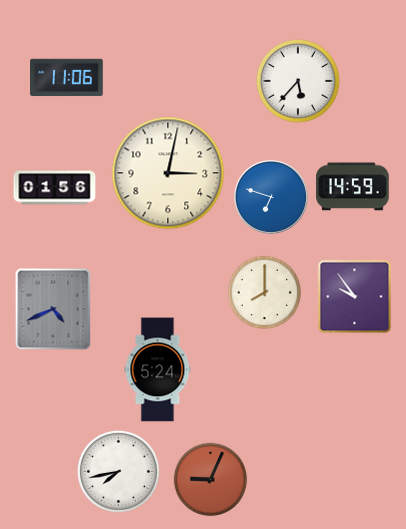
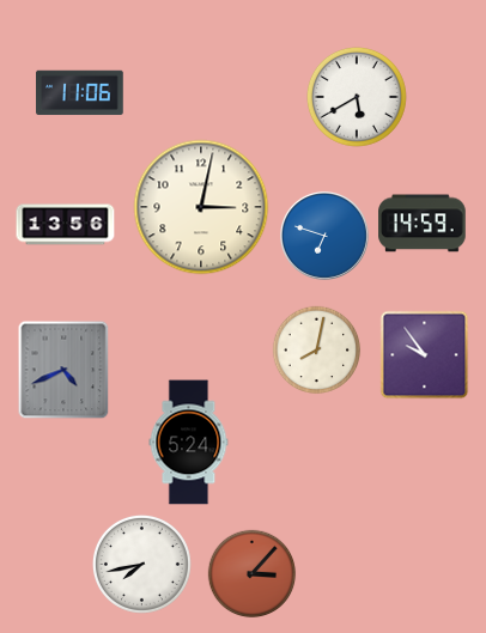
clock at (298, 81): 5:37 -> 5:40
clock at (55, 188): 01:56 -> 13:56
clock at (265, 293): 8:00 -> 8:02
clock at (211, 480): 9:04 -> 3:07
